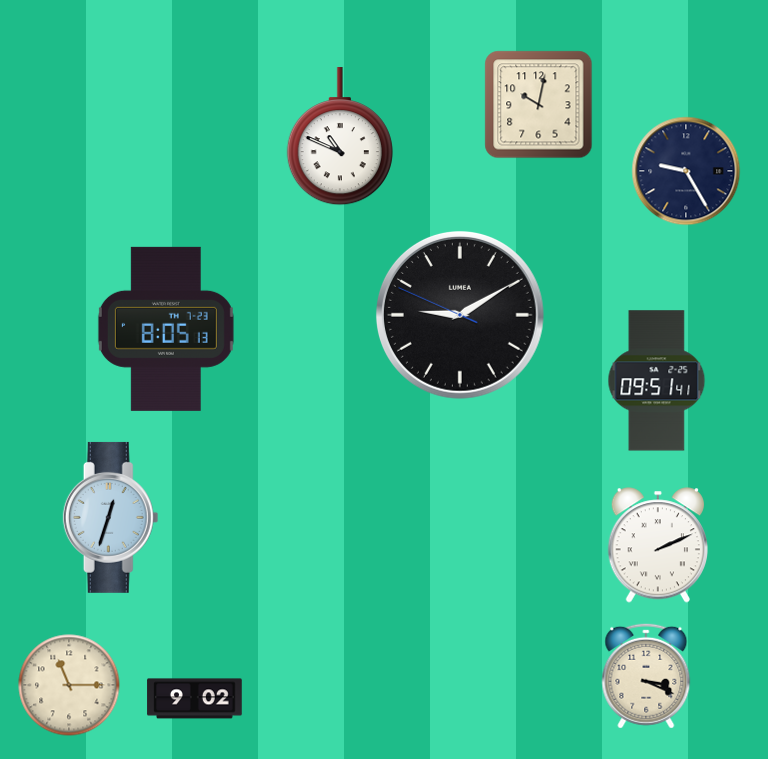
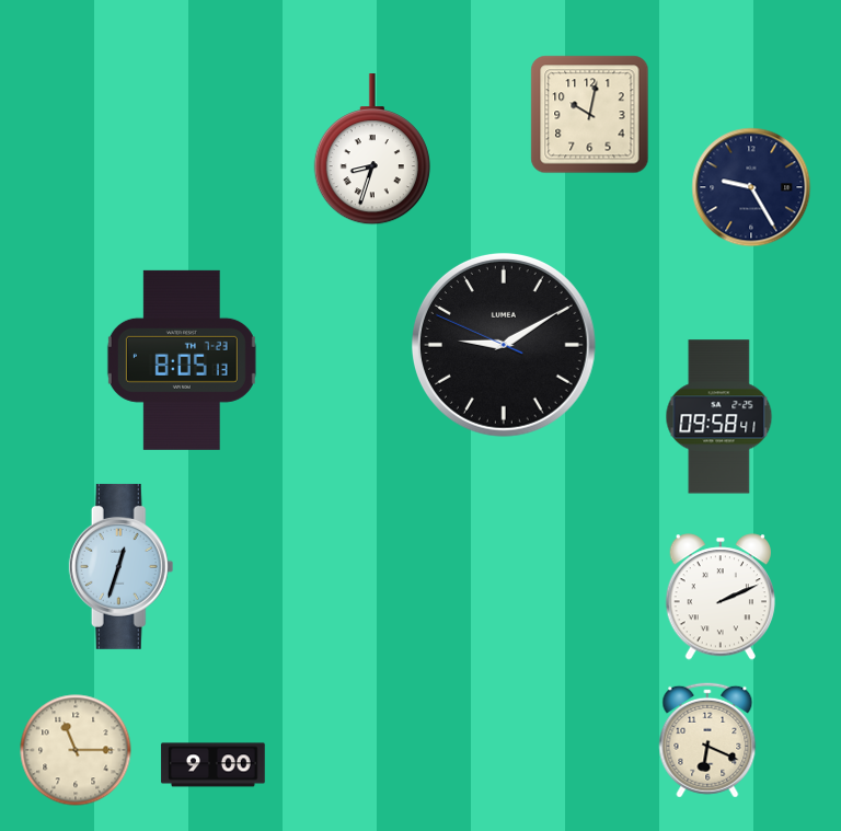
clock at (340, 137): 10:49 -> 8:33
clock at (657, 381): 09:51 -> 09:58
clock at (646, 676): 3:19 -> 6:19
clock at (195, 699): 9:02 -> 9:00
